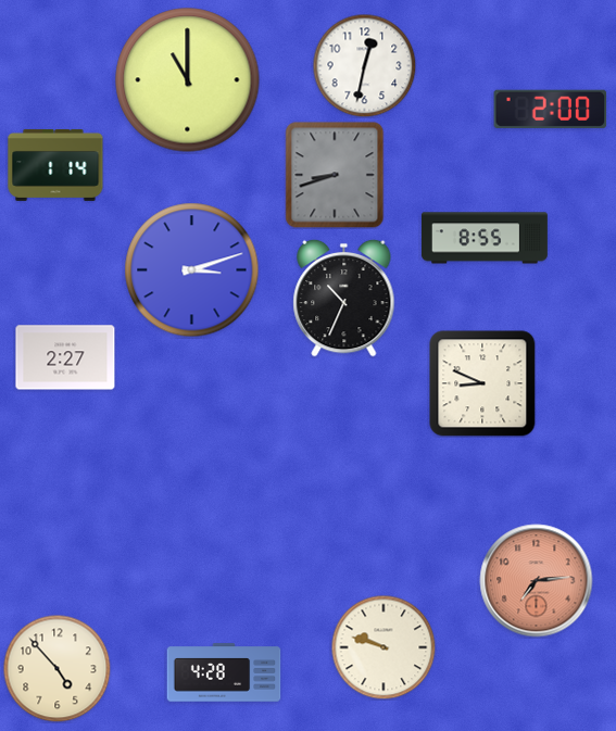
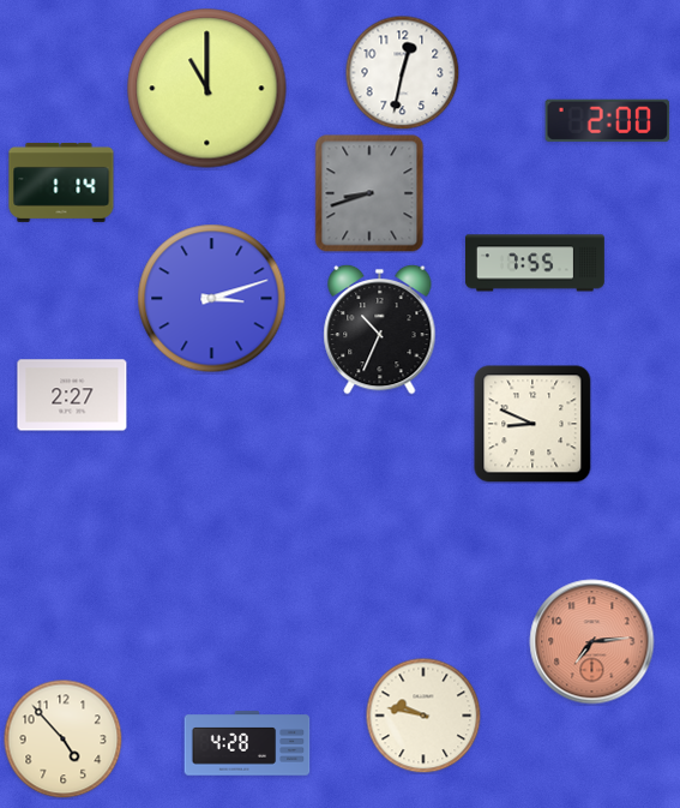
clock at (485, 238): 8:55 -> 7:55
clock at (384, 647): 9:48 -> 9:47
